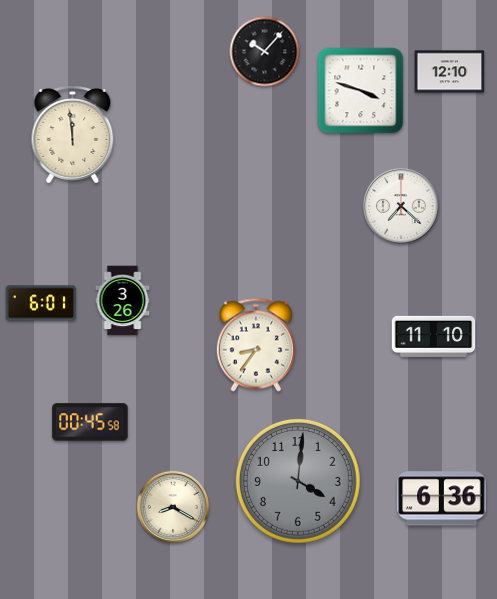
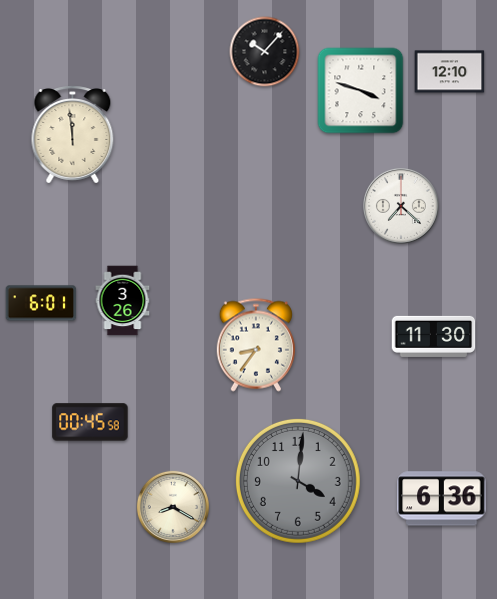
clock at (434, 336): 11:10 -> 11:30
